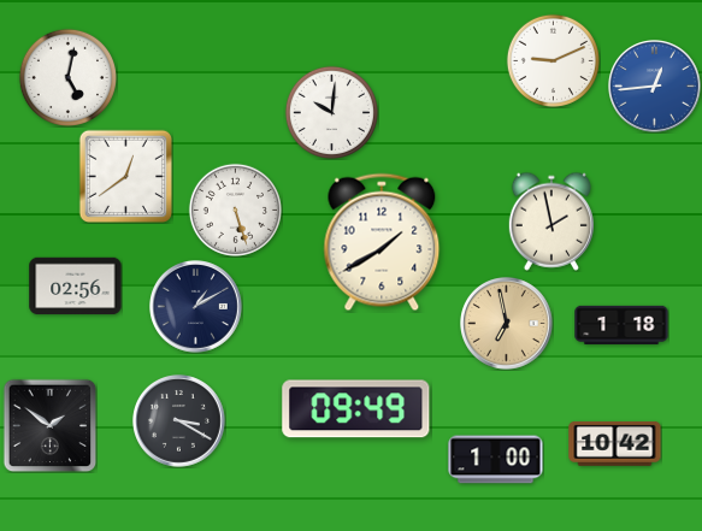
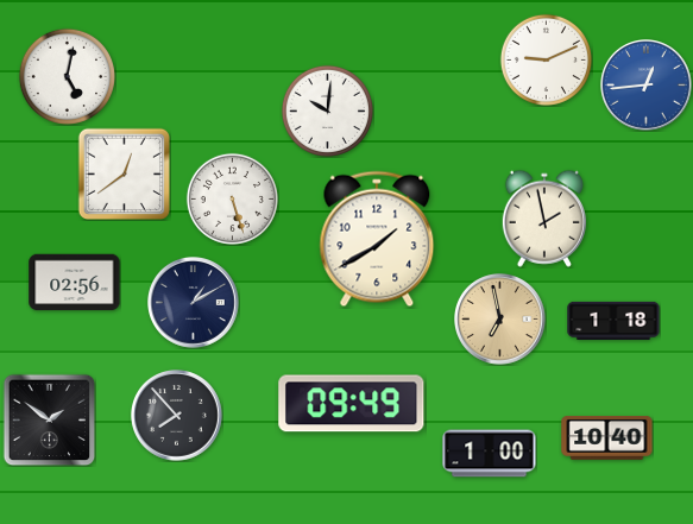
clock at (235, 210) position: (235, 210) -> (232, 198)
clock at (179, 421): 3:20 -> 7:53
clock at (615, 444): 10:42 -> 10:40
